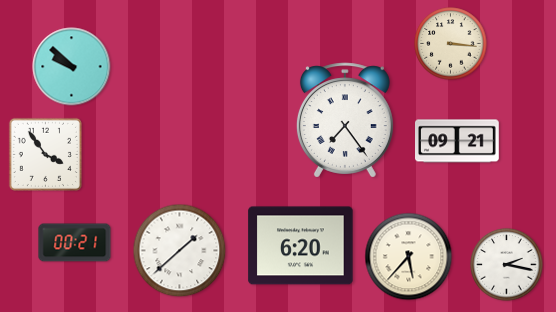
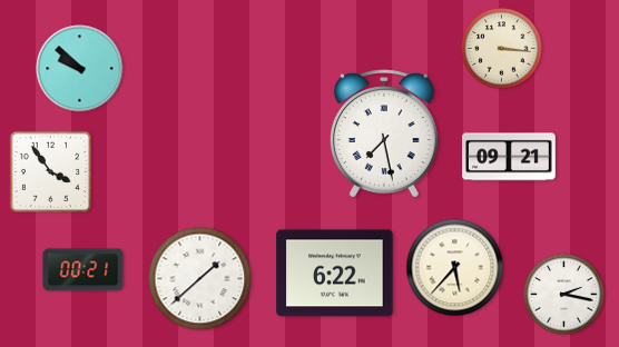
clock at (72, 67) position: (72, 67) -> (80, 69)
clock at (345, 120): 7:24 -> 7:28
clock at (301, 246): 6:20 -> 6:22
clock at (409, 257) position: (409, 257) -> (455, 268)
